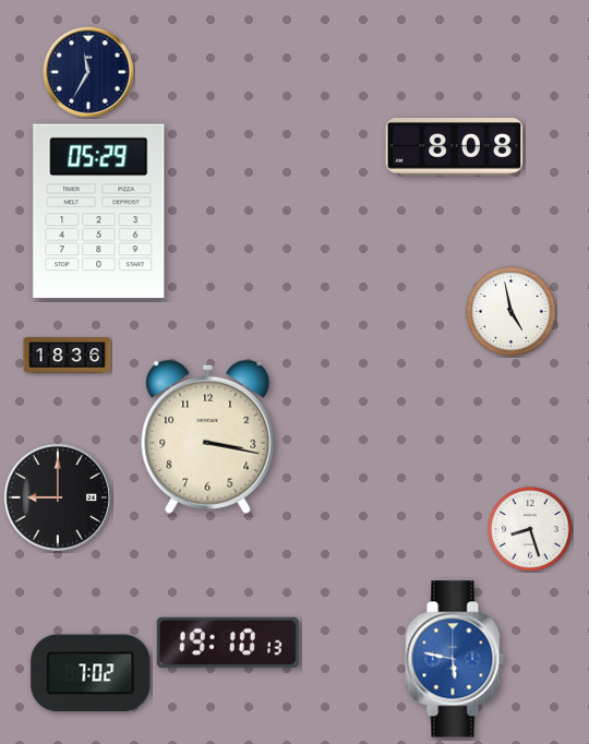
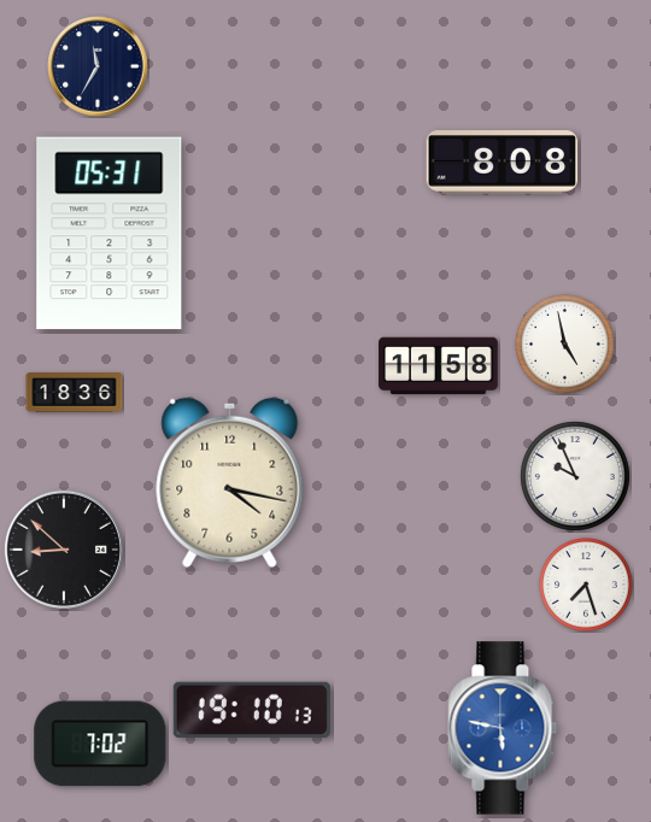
clock at (88, 72) position: (88, 72) -> (98, 66)
clock at (99, 212): 05:29 -> 05:31
clock at (439, 366): none -> 11:58
clock at (576, 477): none -> 9:56
clock at (208, 436): 3:17 -> 4:17
clock at (58, 497): 9:00 -> 8:52
clock at (530, 529): 8:27 -> 7:27
